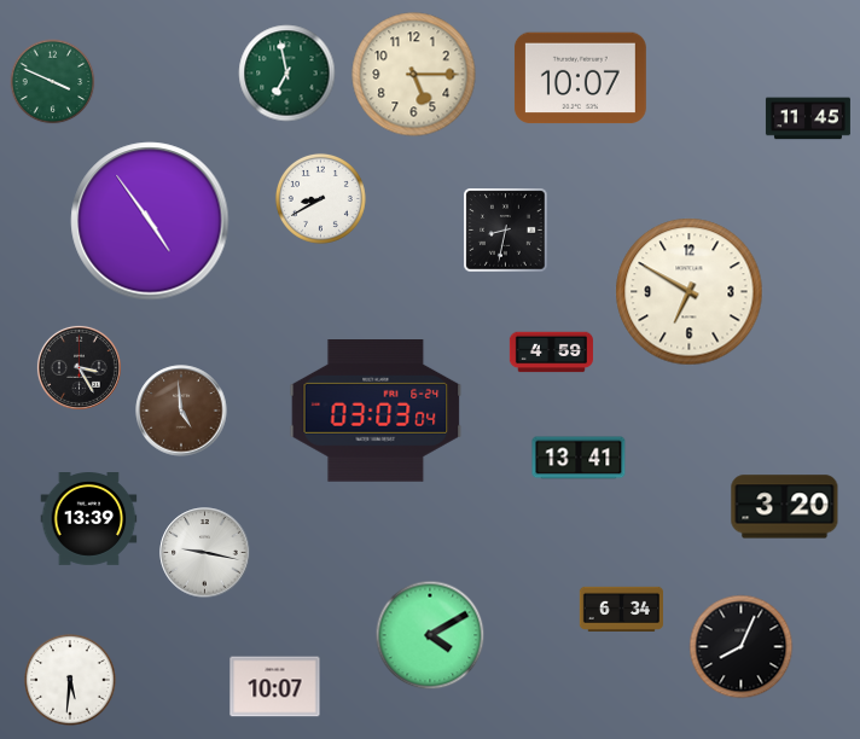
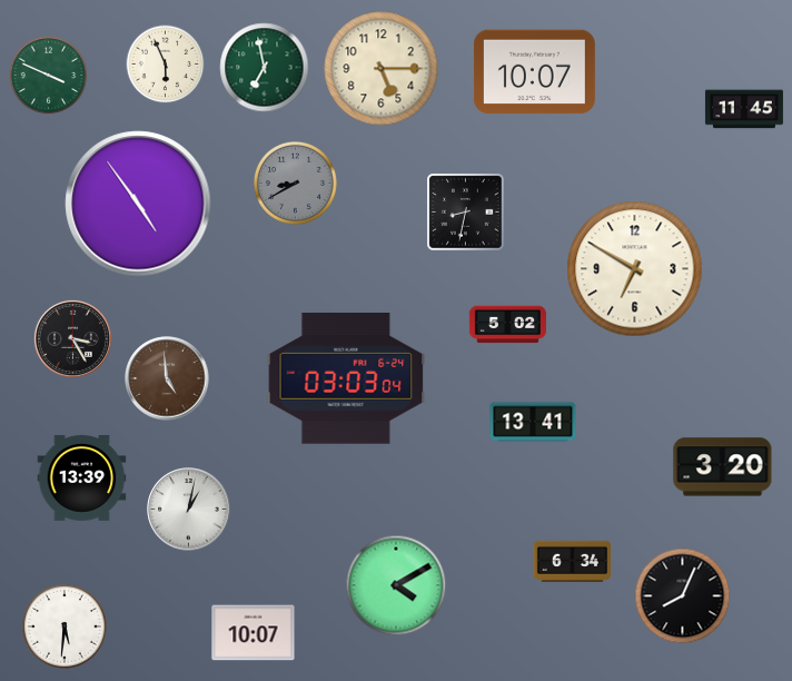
clock at (166, 65): none -> 5:56
clock at (320, 198) dial: white -> grey
clock at (551, 353): 4:59 -> 5:02
clock at (205, 553): 9:17 -> 1:02
